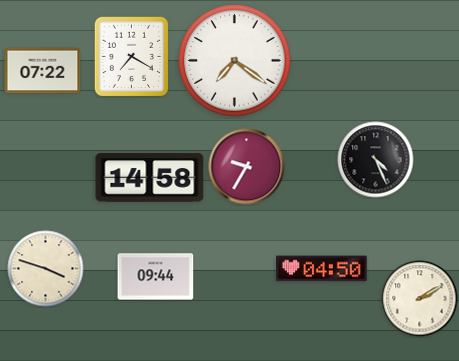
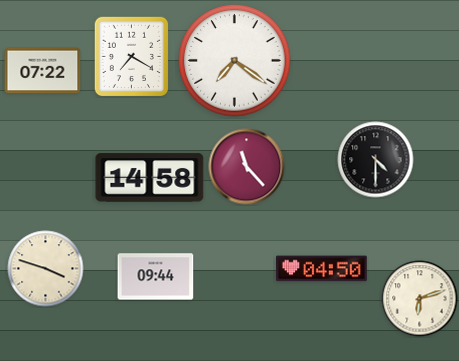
clock at (376, 160): 4:26 -> 4:30
clock at (247, 167): 9:35 -> 11:23
clock at (420, 299): 2:10 -> 6:12
